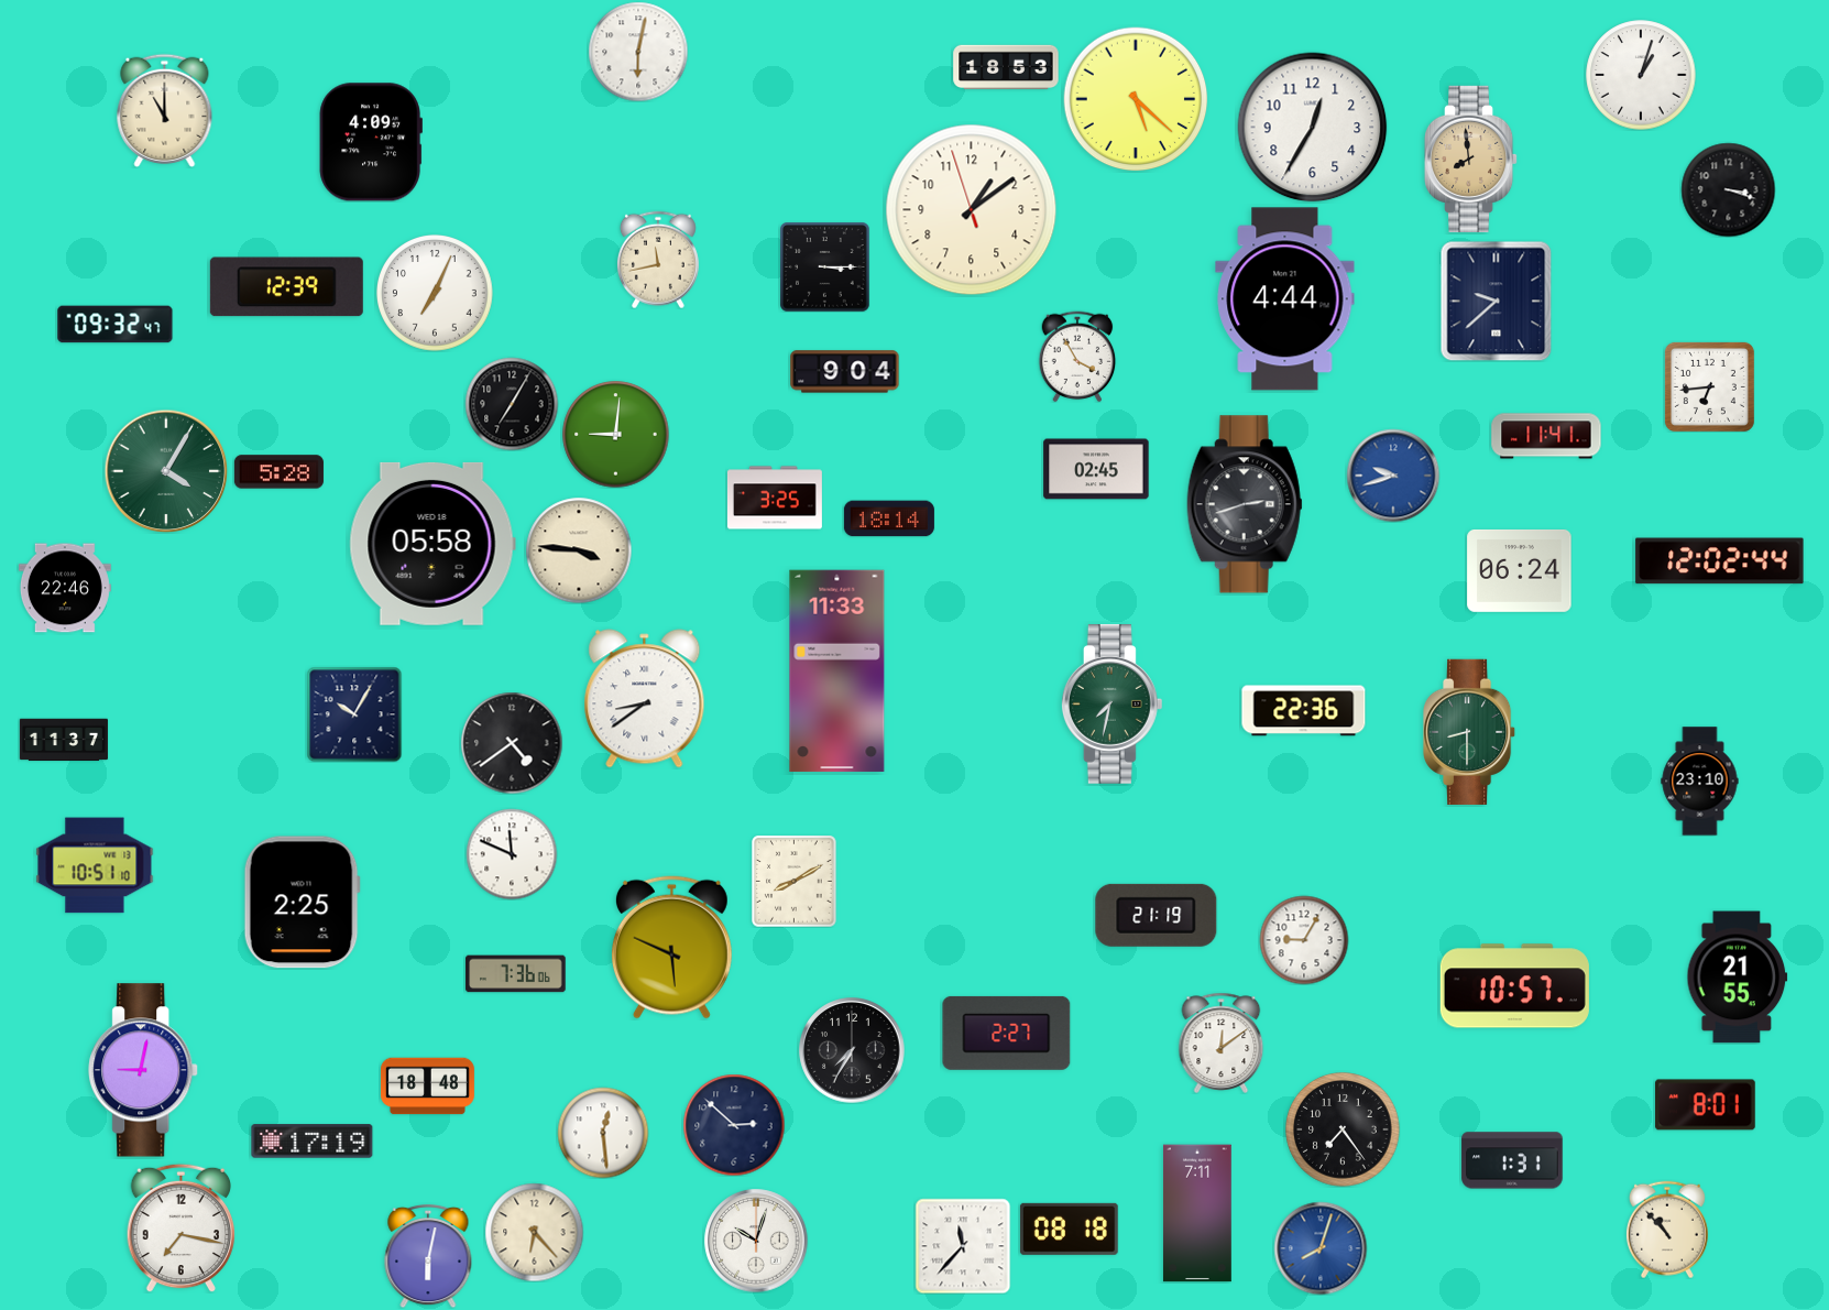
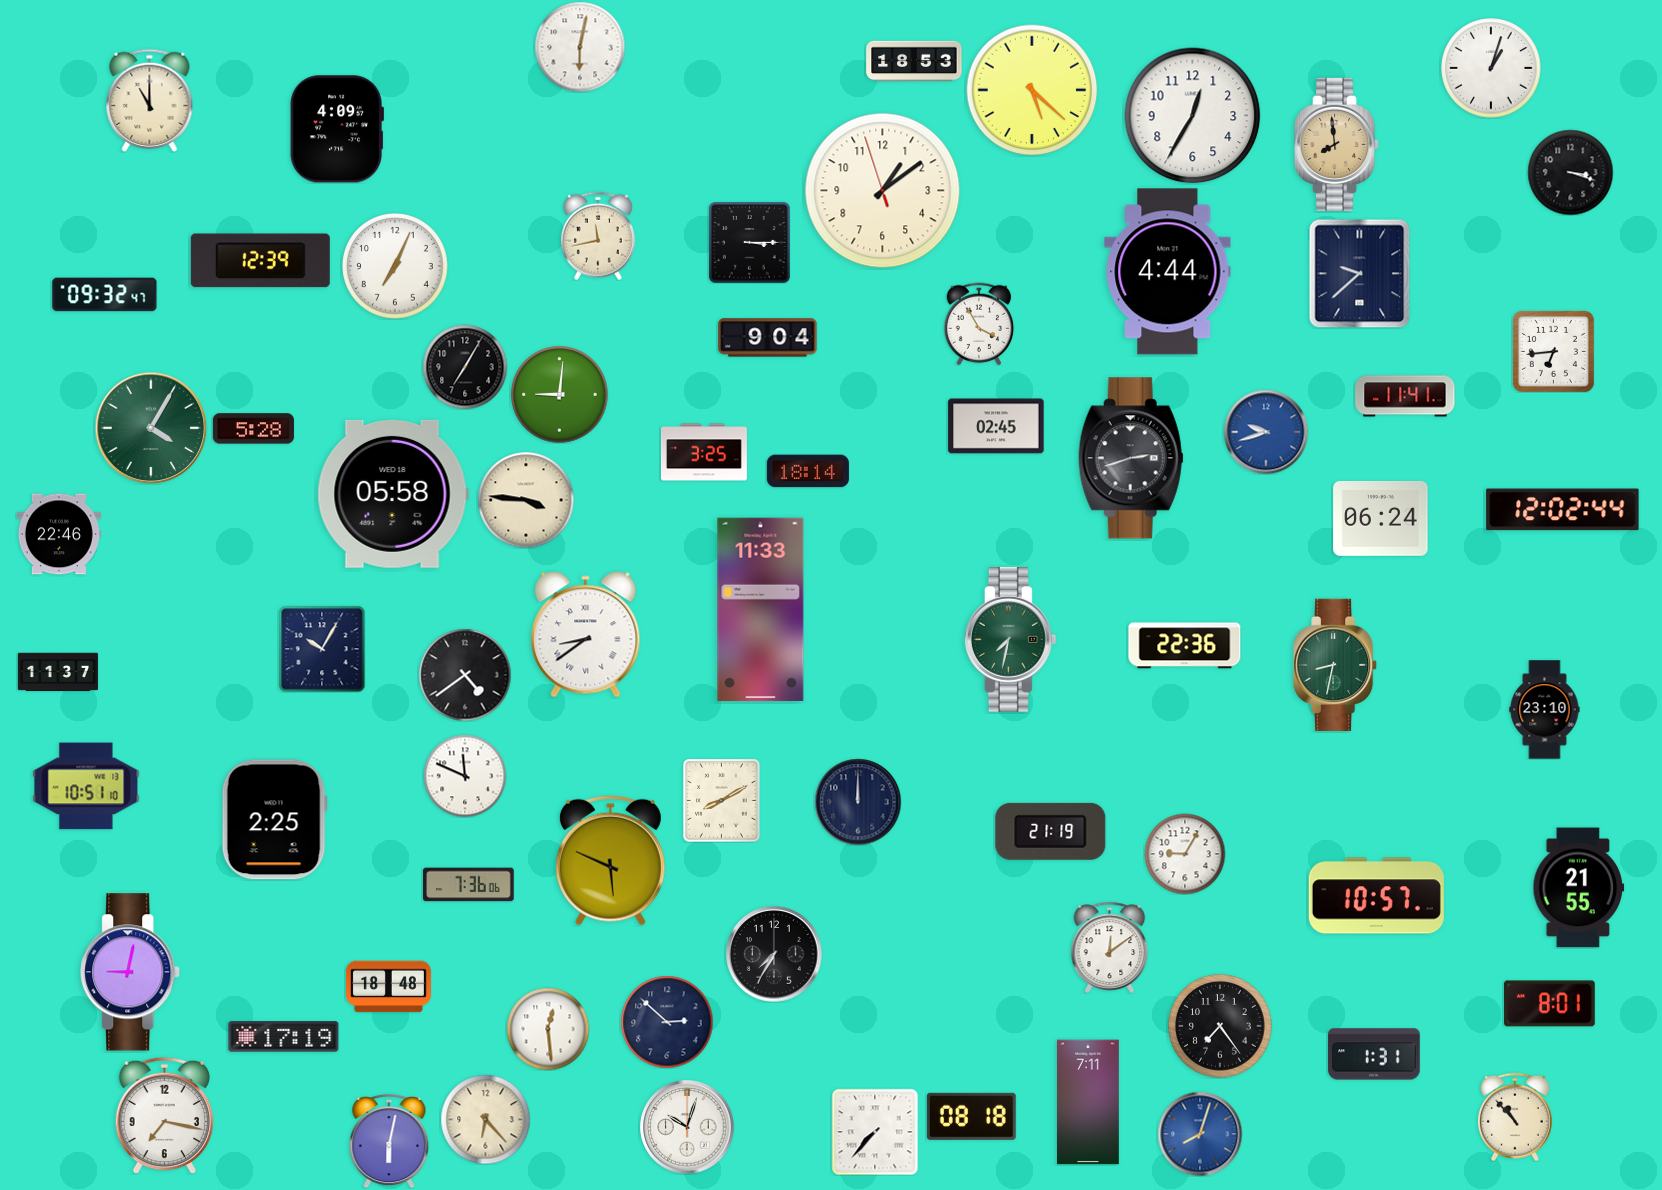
clock at (1470, 732): 8:30 -> 8:32
clock at (858, 802): none -> 12:00
clock at (1007, 1033): 2:27 -> none
clock at (963, 1246): 11:37 -> 7:37
